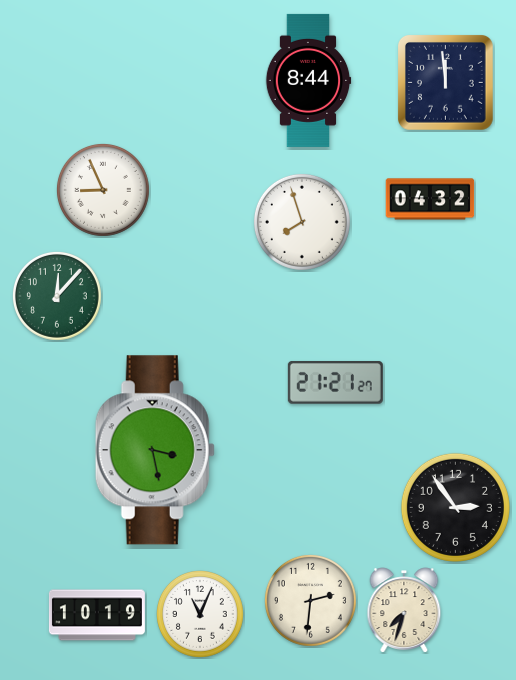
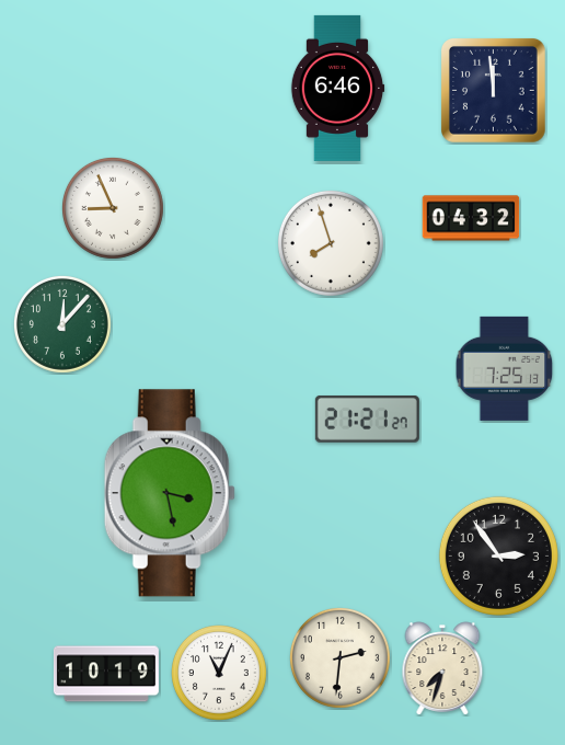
clock at (308, 80): 8:44 -> 6:46
clock at (446, 83) position: (446, 83) -> (494, 91)
clock at (505, 368): none -> 7:25
